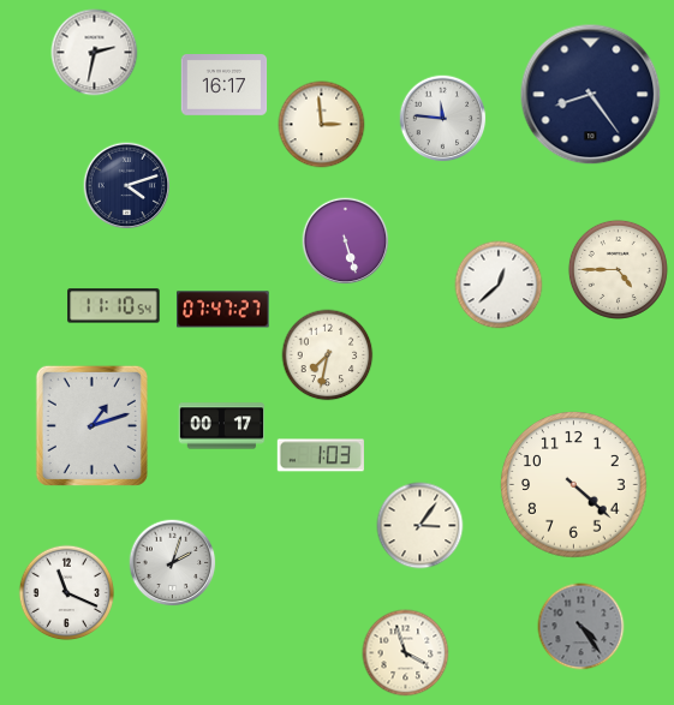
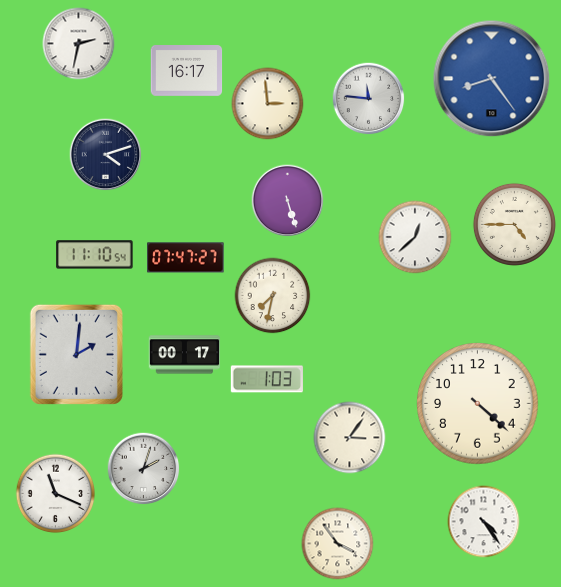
clock at (591, 95) dial: navy -> blue
clock at (91, 425): 1:12 -> 2:01
clock at (581, 627) dial: grey -> white
clock at (406, 653): 3:57 -> 3:54
